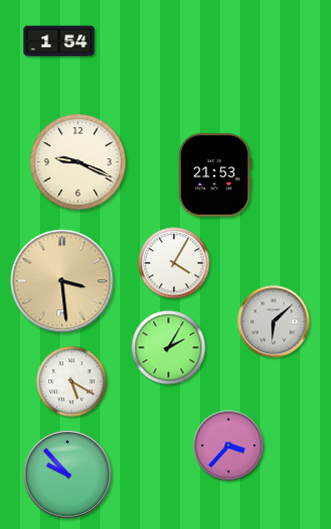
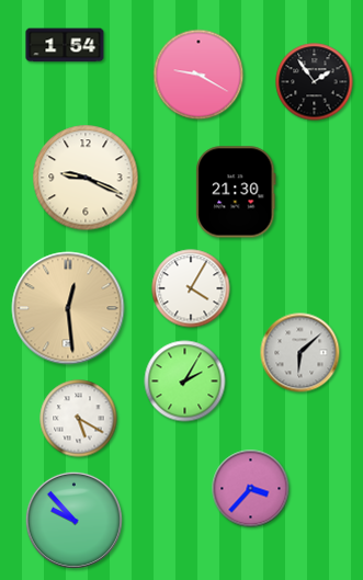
clock at (198, 75): none -> 9:20
clock at (315, 82): none -> 1:54
clock at (215, 175): 21:53 -> 21:30
clock at (62, 281): 3:29 -> 12:29
